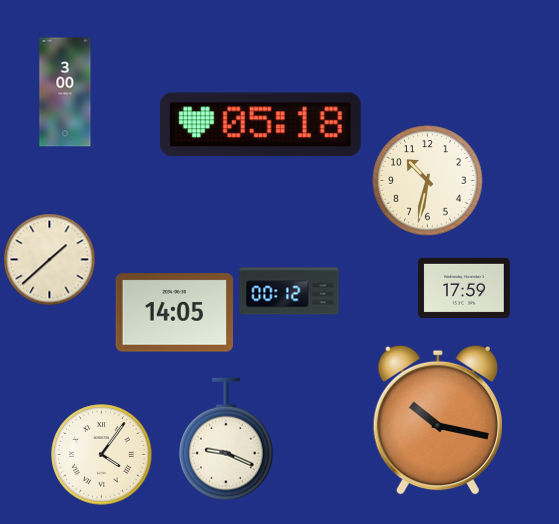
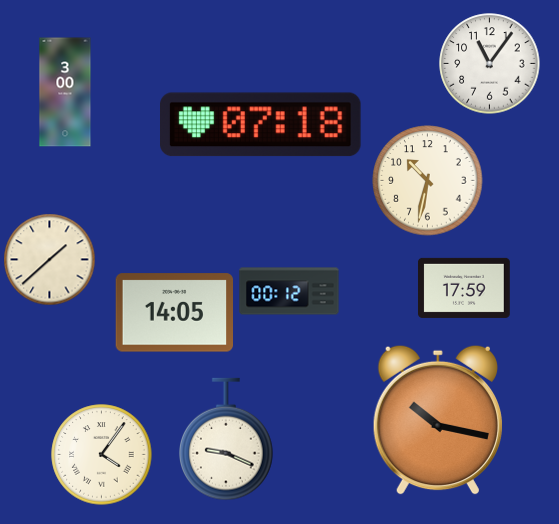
clock at (490, 64): none -> 11:06
clock at (261, 125): 05:18 -> 07:18
